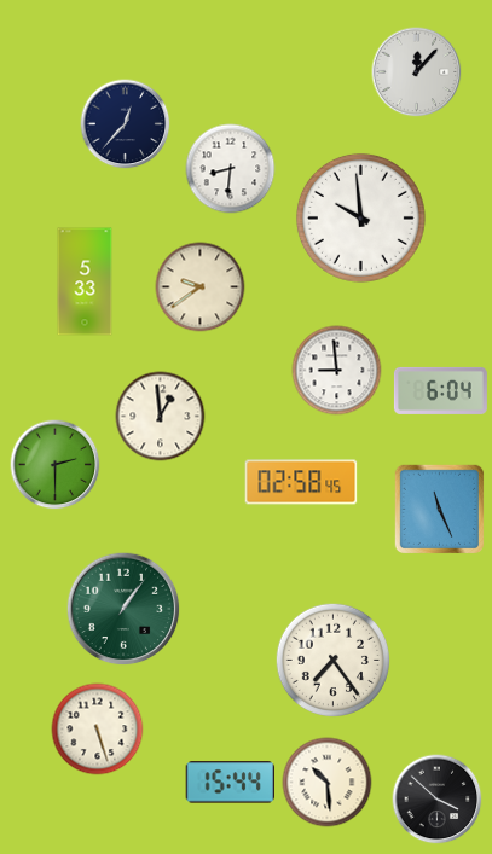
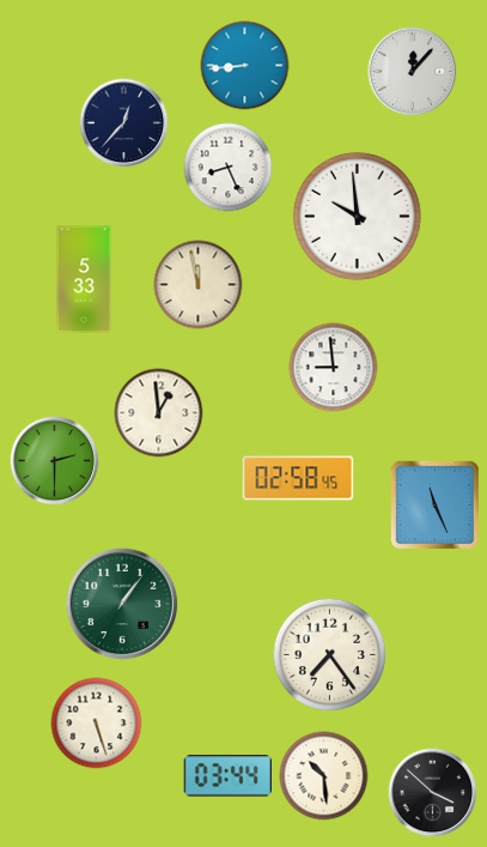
clock at (245, 66): none -> 8:44
clock at (231, 169): 8:31 -> 8:26
clock at (201, 287): 9:39 -> 11:58
clock at (440, 390): 6:04 -> none
clock at (230, 783): 15:44 -> 03:44
